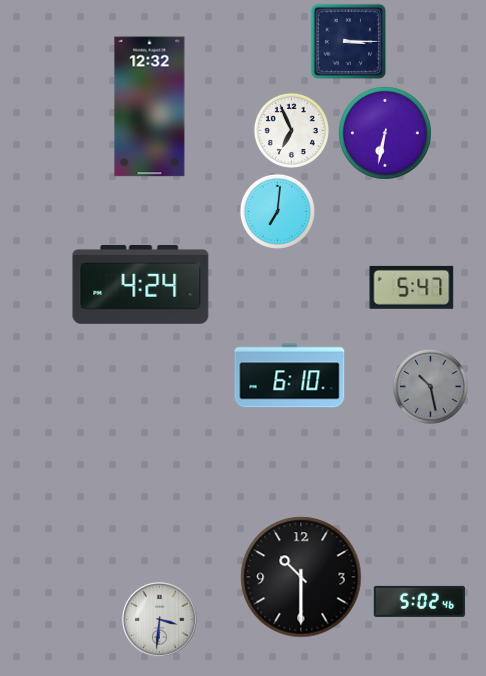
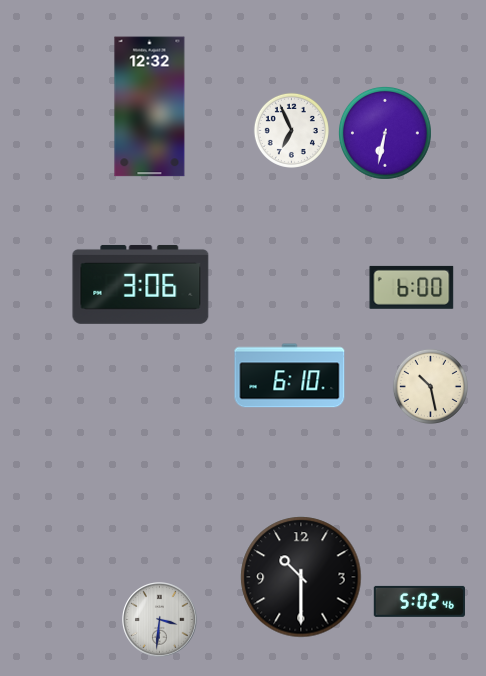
clock at (348, 41): 3:15 -> none
clock at (277, 211): 7:01 -> none
clock at (141, 284): 4:24 -> 3:06
clock at (412, 287): 5:47 -> 6:00
clock at (430, 386) dial: grey -> cream
